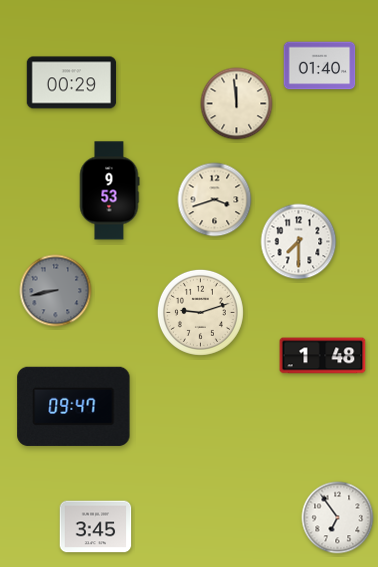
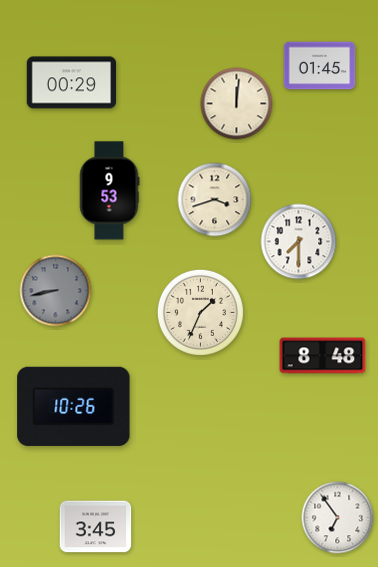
clock at (320, 66): 01:40 -> 01:45
clock at (237, 104): 11:59 -> 12:01
clock at (200, 312): 9:12 -> 1:34
clock at (323, 356): 1:48 -> 8:48
clock at (74, 406): 09:47 -> 10:26
